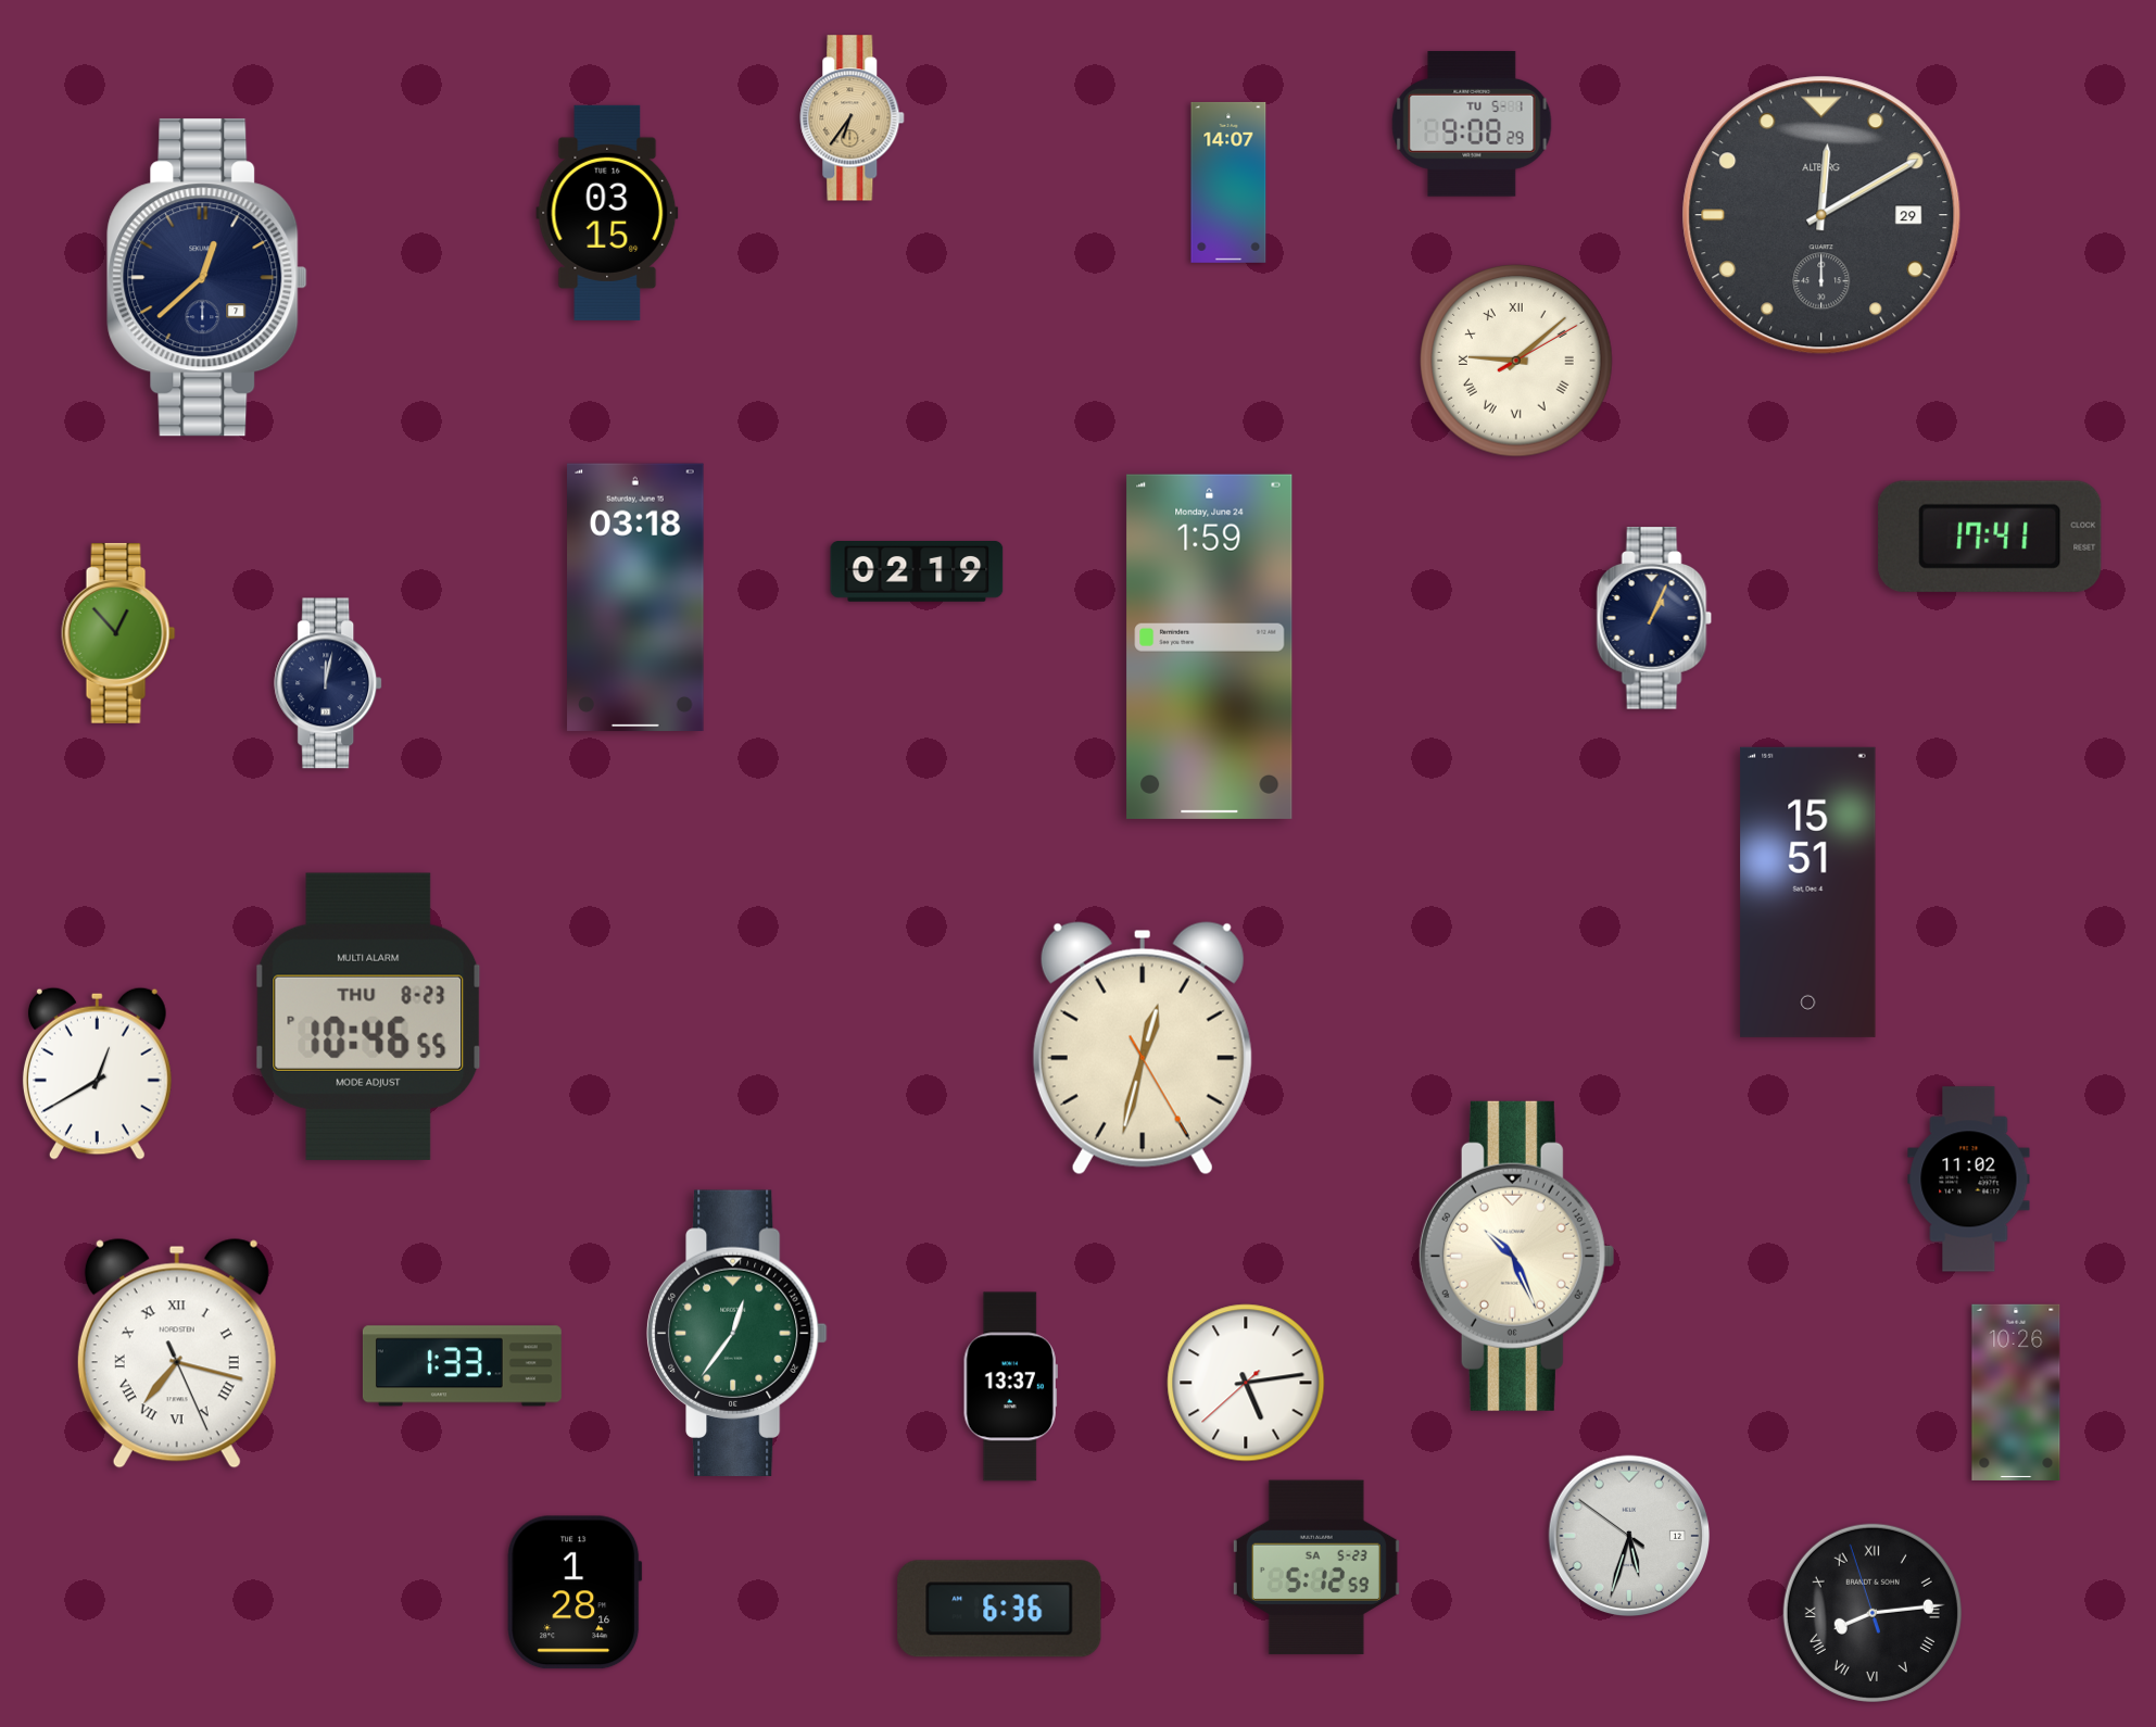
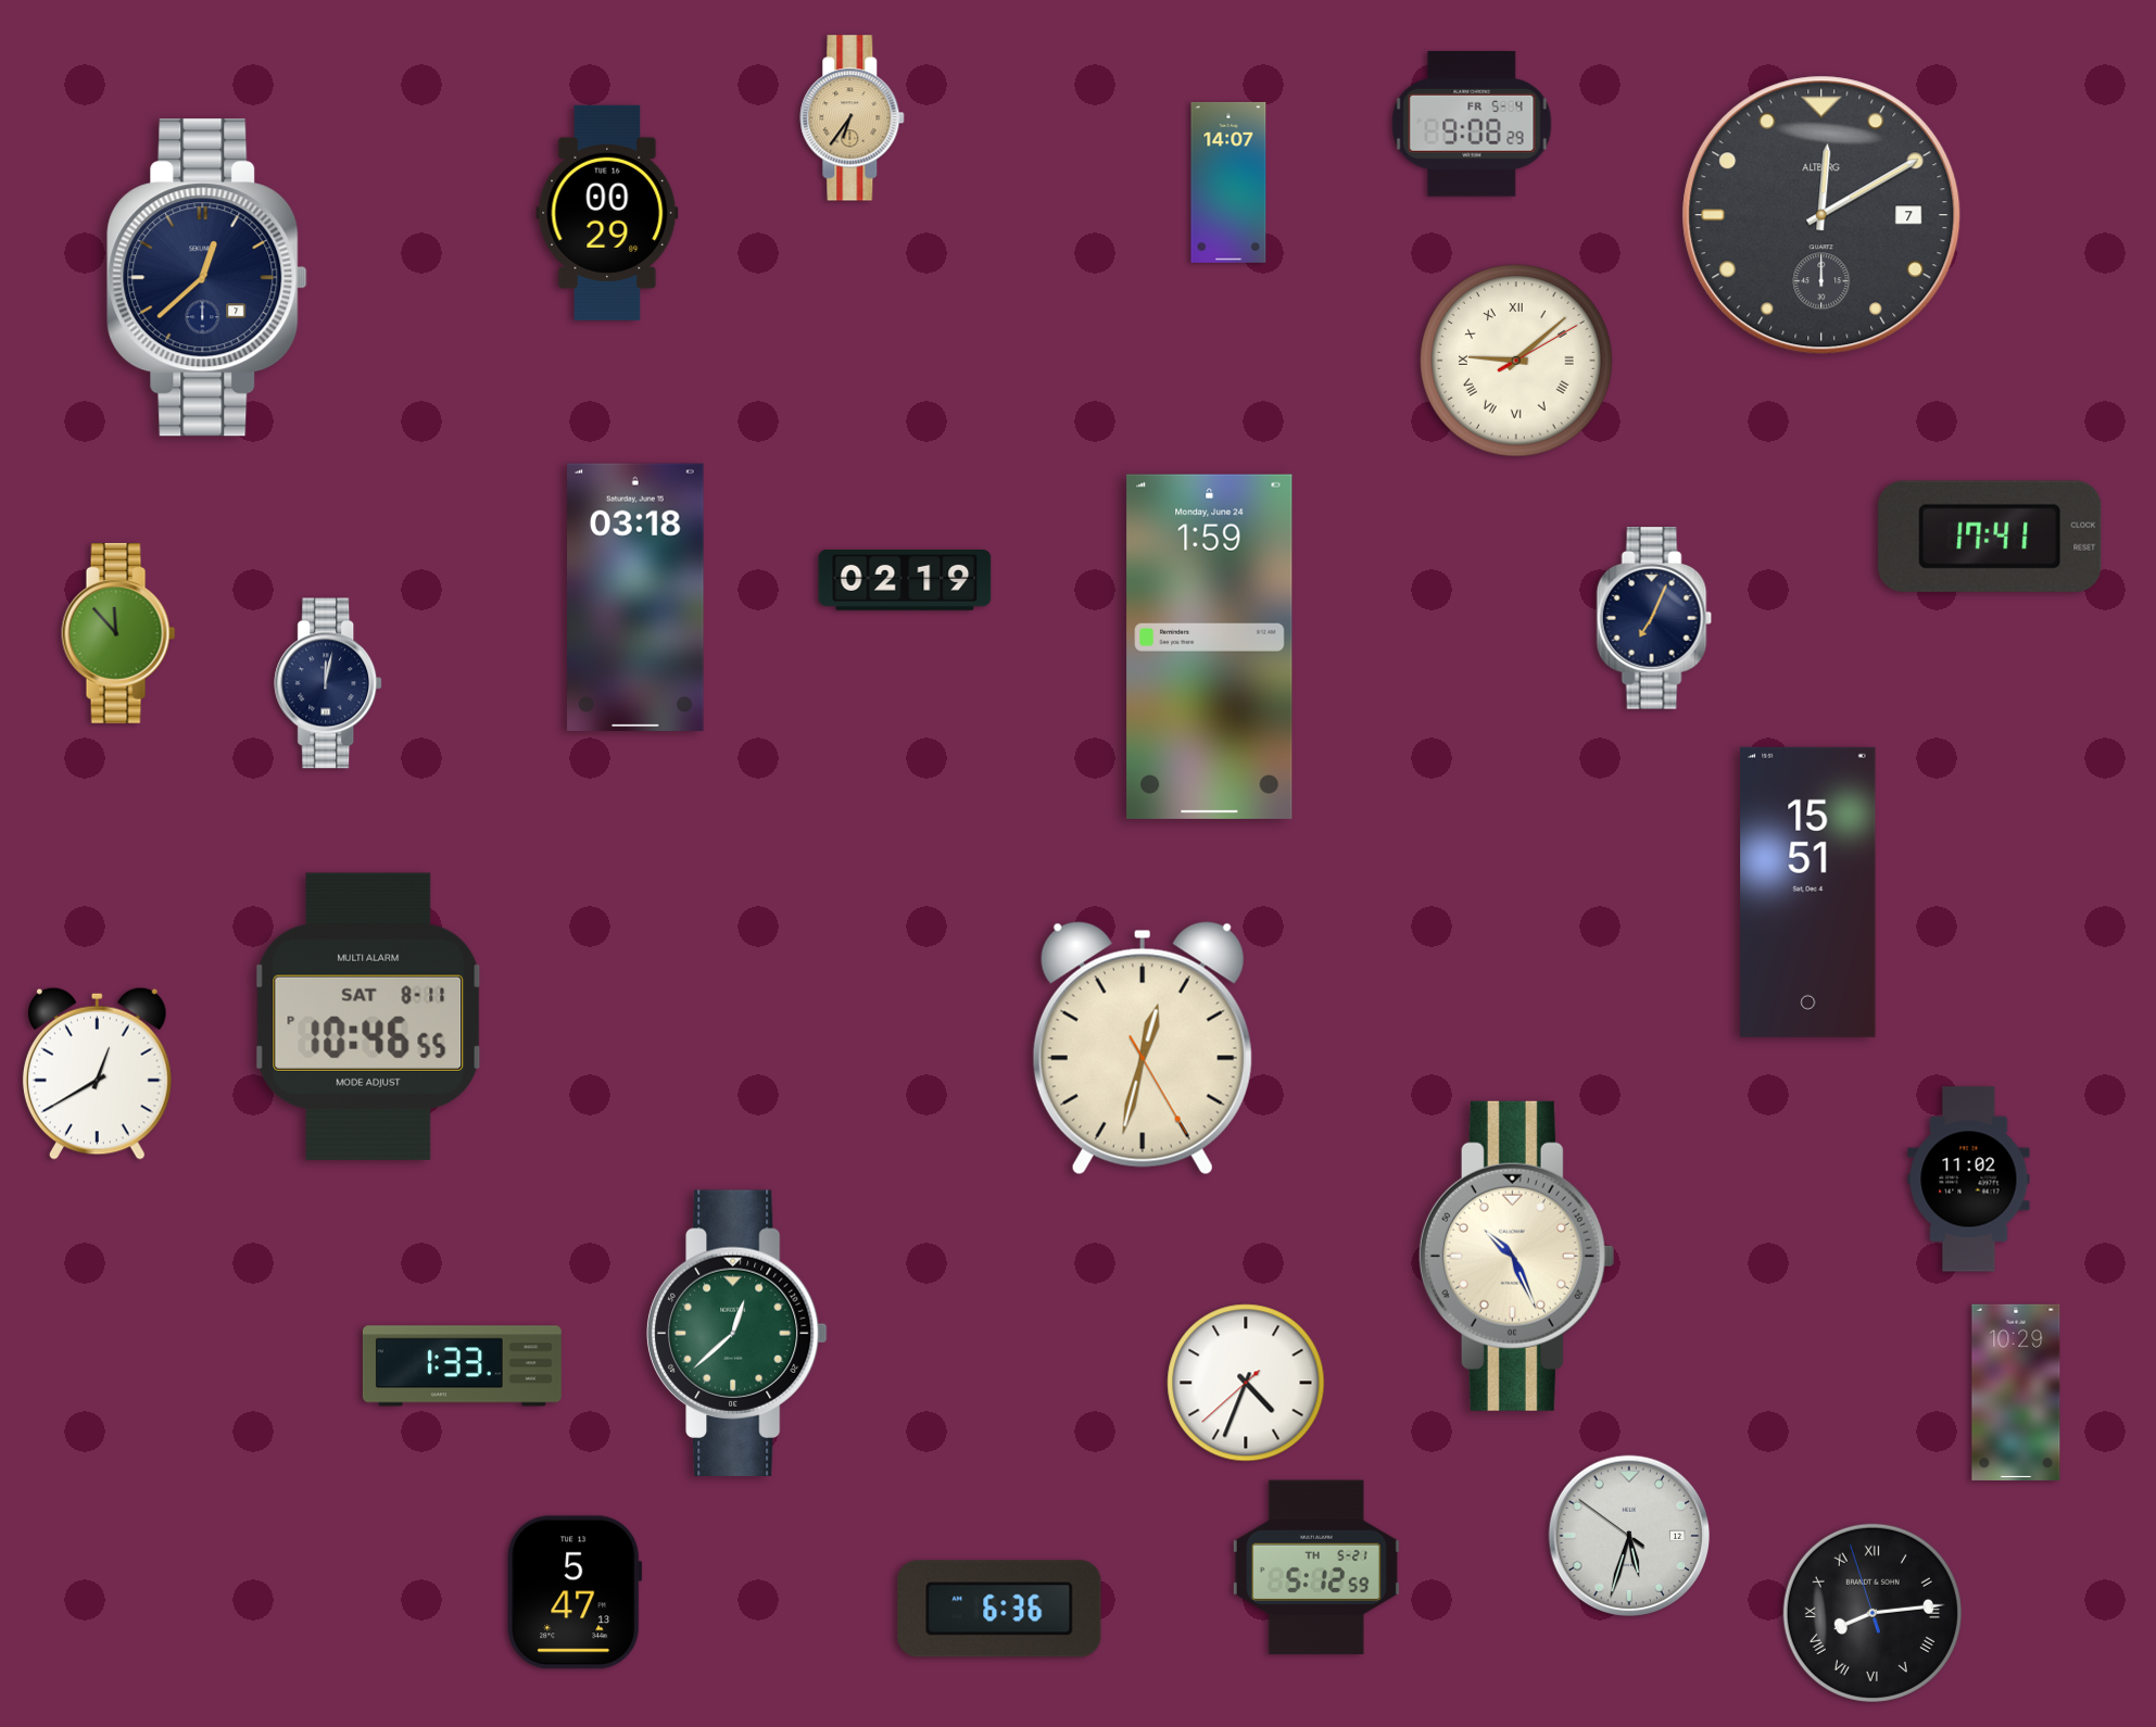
clock at (1472, 125) date: TU 5-1 -> FR 5-4
clock at (607, 213): 03:15 -> 00:29
clock at (1821, 215) date: 29 -> 7
clock at (917, 572) position: (917, 572) -> (905, 581)
clock at (1654, 618): 1:04 -> 7:04
clock at (118, 633): 12:53 -> 11:53
clock at (368, 1017) date: THU 8-23 -> SAT 8-11
clock at (737, 1333): 12:36 -> 12:38
clock at (177, 1353): 7:17 -> none
clock at (1246, 1383): 5:13 -> 4:33
clock at (1010, 1387): 13:37 -> none
clock at (2016, 1392): 10:26 -> 10:29
clock at (1316, 1567) date: SA 5-23 -> TH 5-21
clock at (575, 1592): 1:28 -> 5:47
